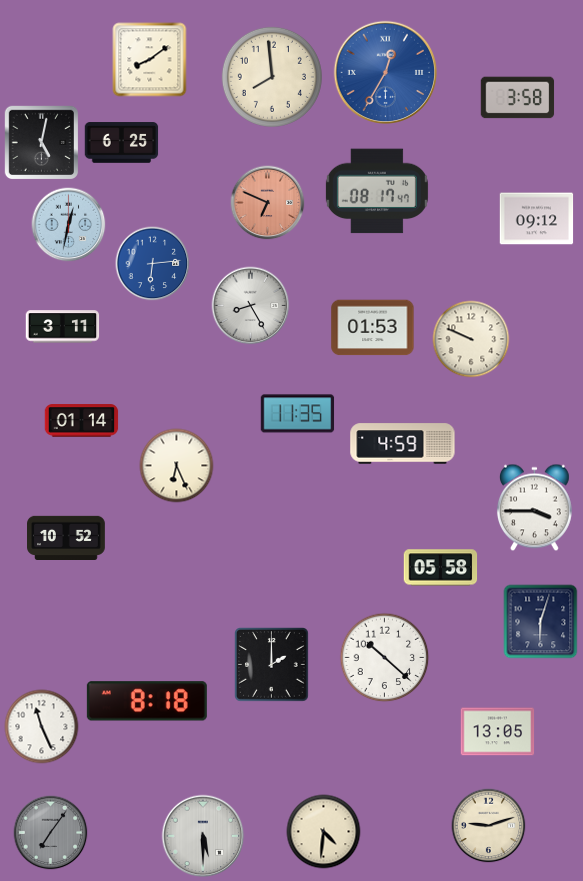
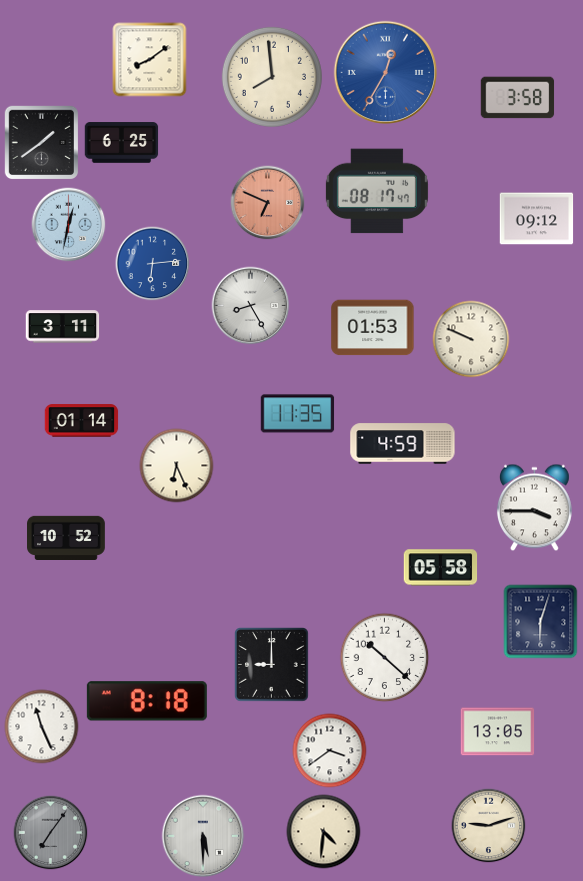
clock at (41, 142): 5:02 -> 1:39
clock at (272, 665): 2:00 -> 9:00
clock at (330, 751): none -> 3:39
